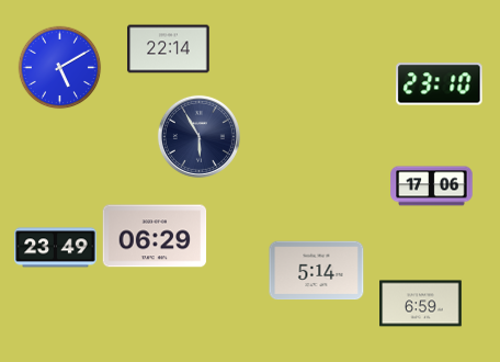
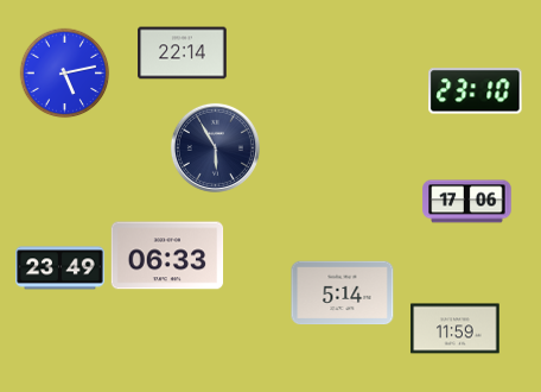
clock at (60, 68): 5:10 -> 5:13
clock at (155, 236): 06:29 -> 06:33
clock at (421, 304): 6:59 -> 11:59
